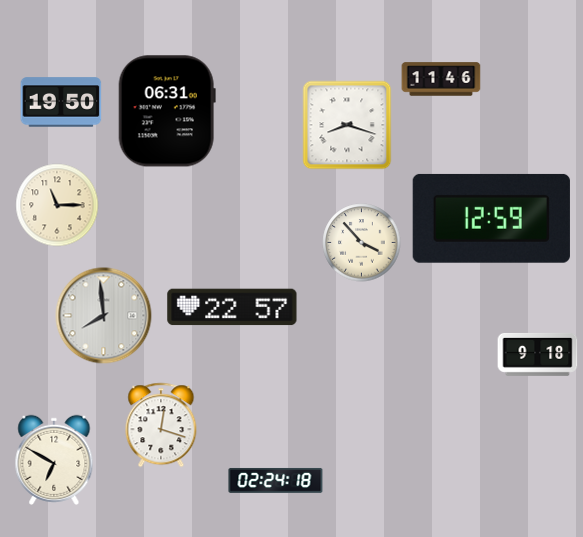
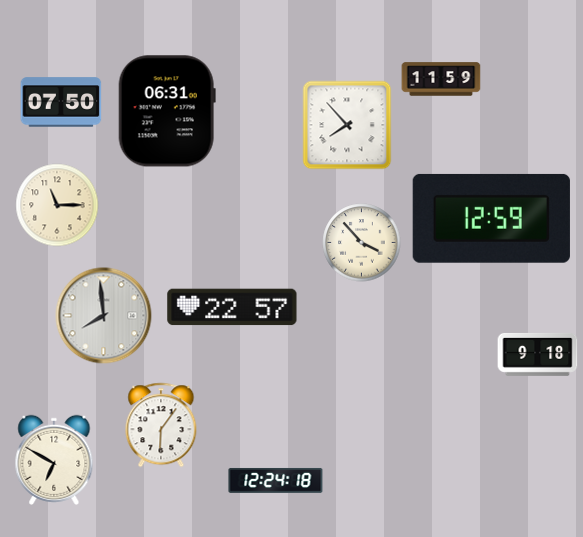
clock at (441, 79): 11:46 -> 11:59
clock at (61, 102): 19:50 -> 07:50
clock at (347, 125): 8:18 -> 7:53
clock at (161, 425): 12:18 -> 6:06
clock at (276, 480): 02:24 -> 12:24
